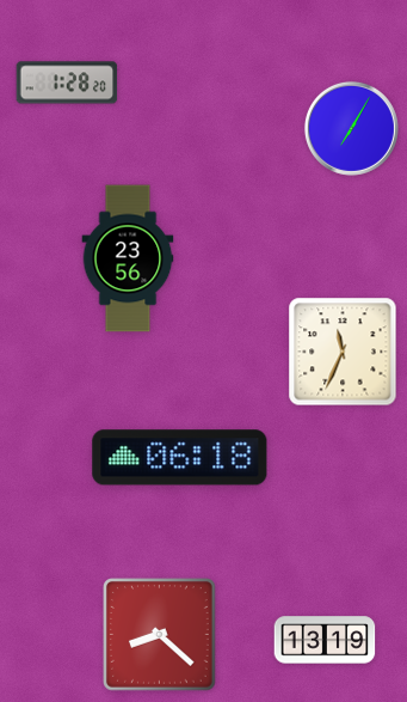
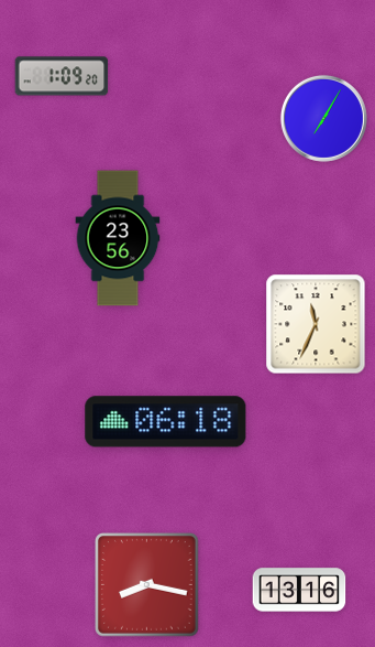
clock at (67, 83): 1:28 -> 1:09
clock at (160, 635): 8:22 -> 8:17
clock at (325, 640): 13:19 -> 13:16
